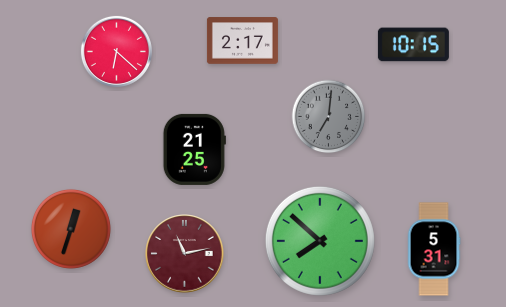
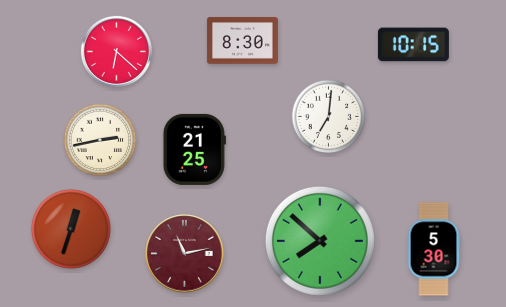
clock at (242, 41): 2:17 -> 8:30
clock at (329, 117) dial: grey -> white
clock at (100, 140): none -> 2:43
clock at (434, 249): 5:31 -> 5:30
